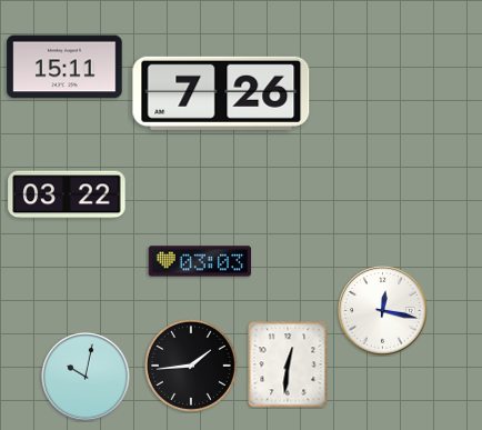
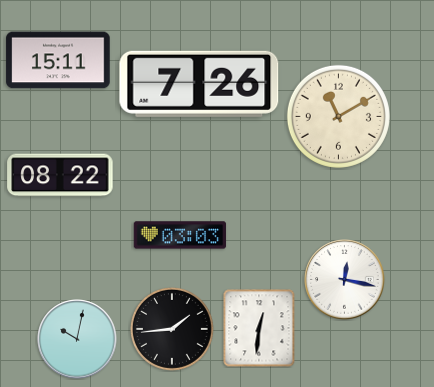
clock at (338, 116): none -> 11:10
clock at (67, 194): 03:22 -> 08:22
